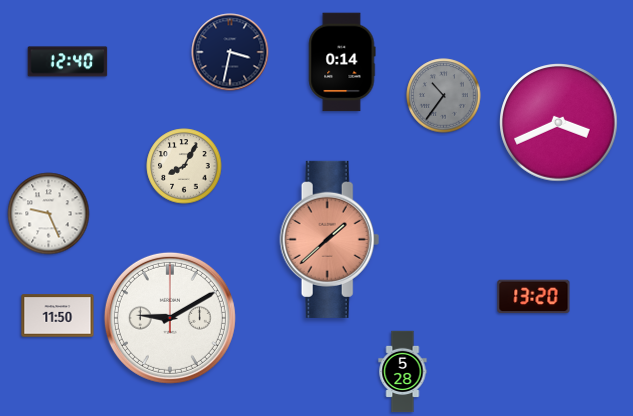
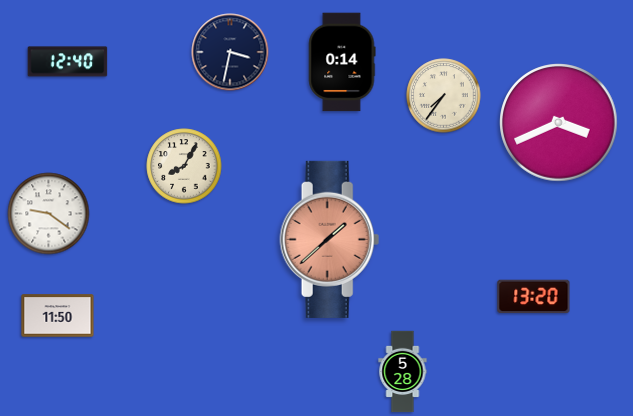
clock at (444, 96): 10:36 -> 7:36
clock at (444, 96) dial: grey -> cream
clock at (49, 214): 9:26 -> 9:21
clock at (170, 318): 9:10 -> none
